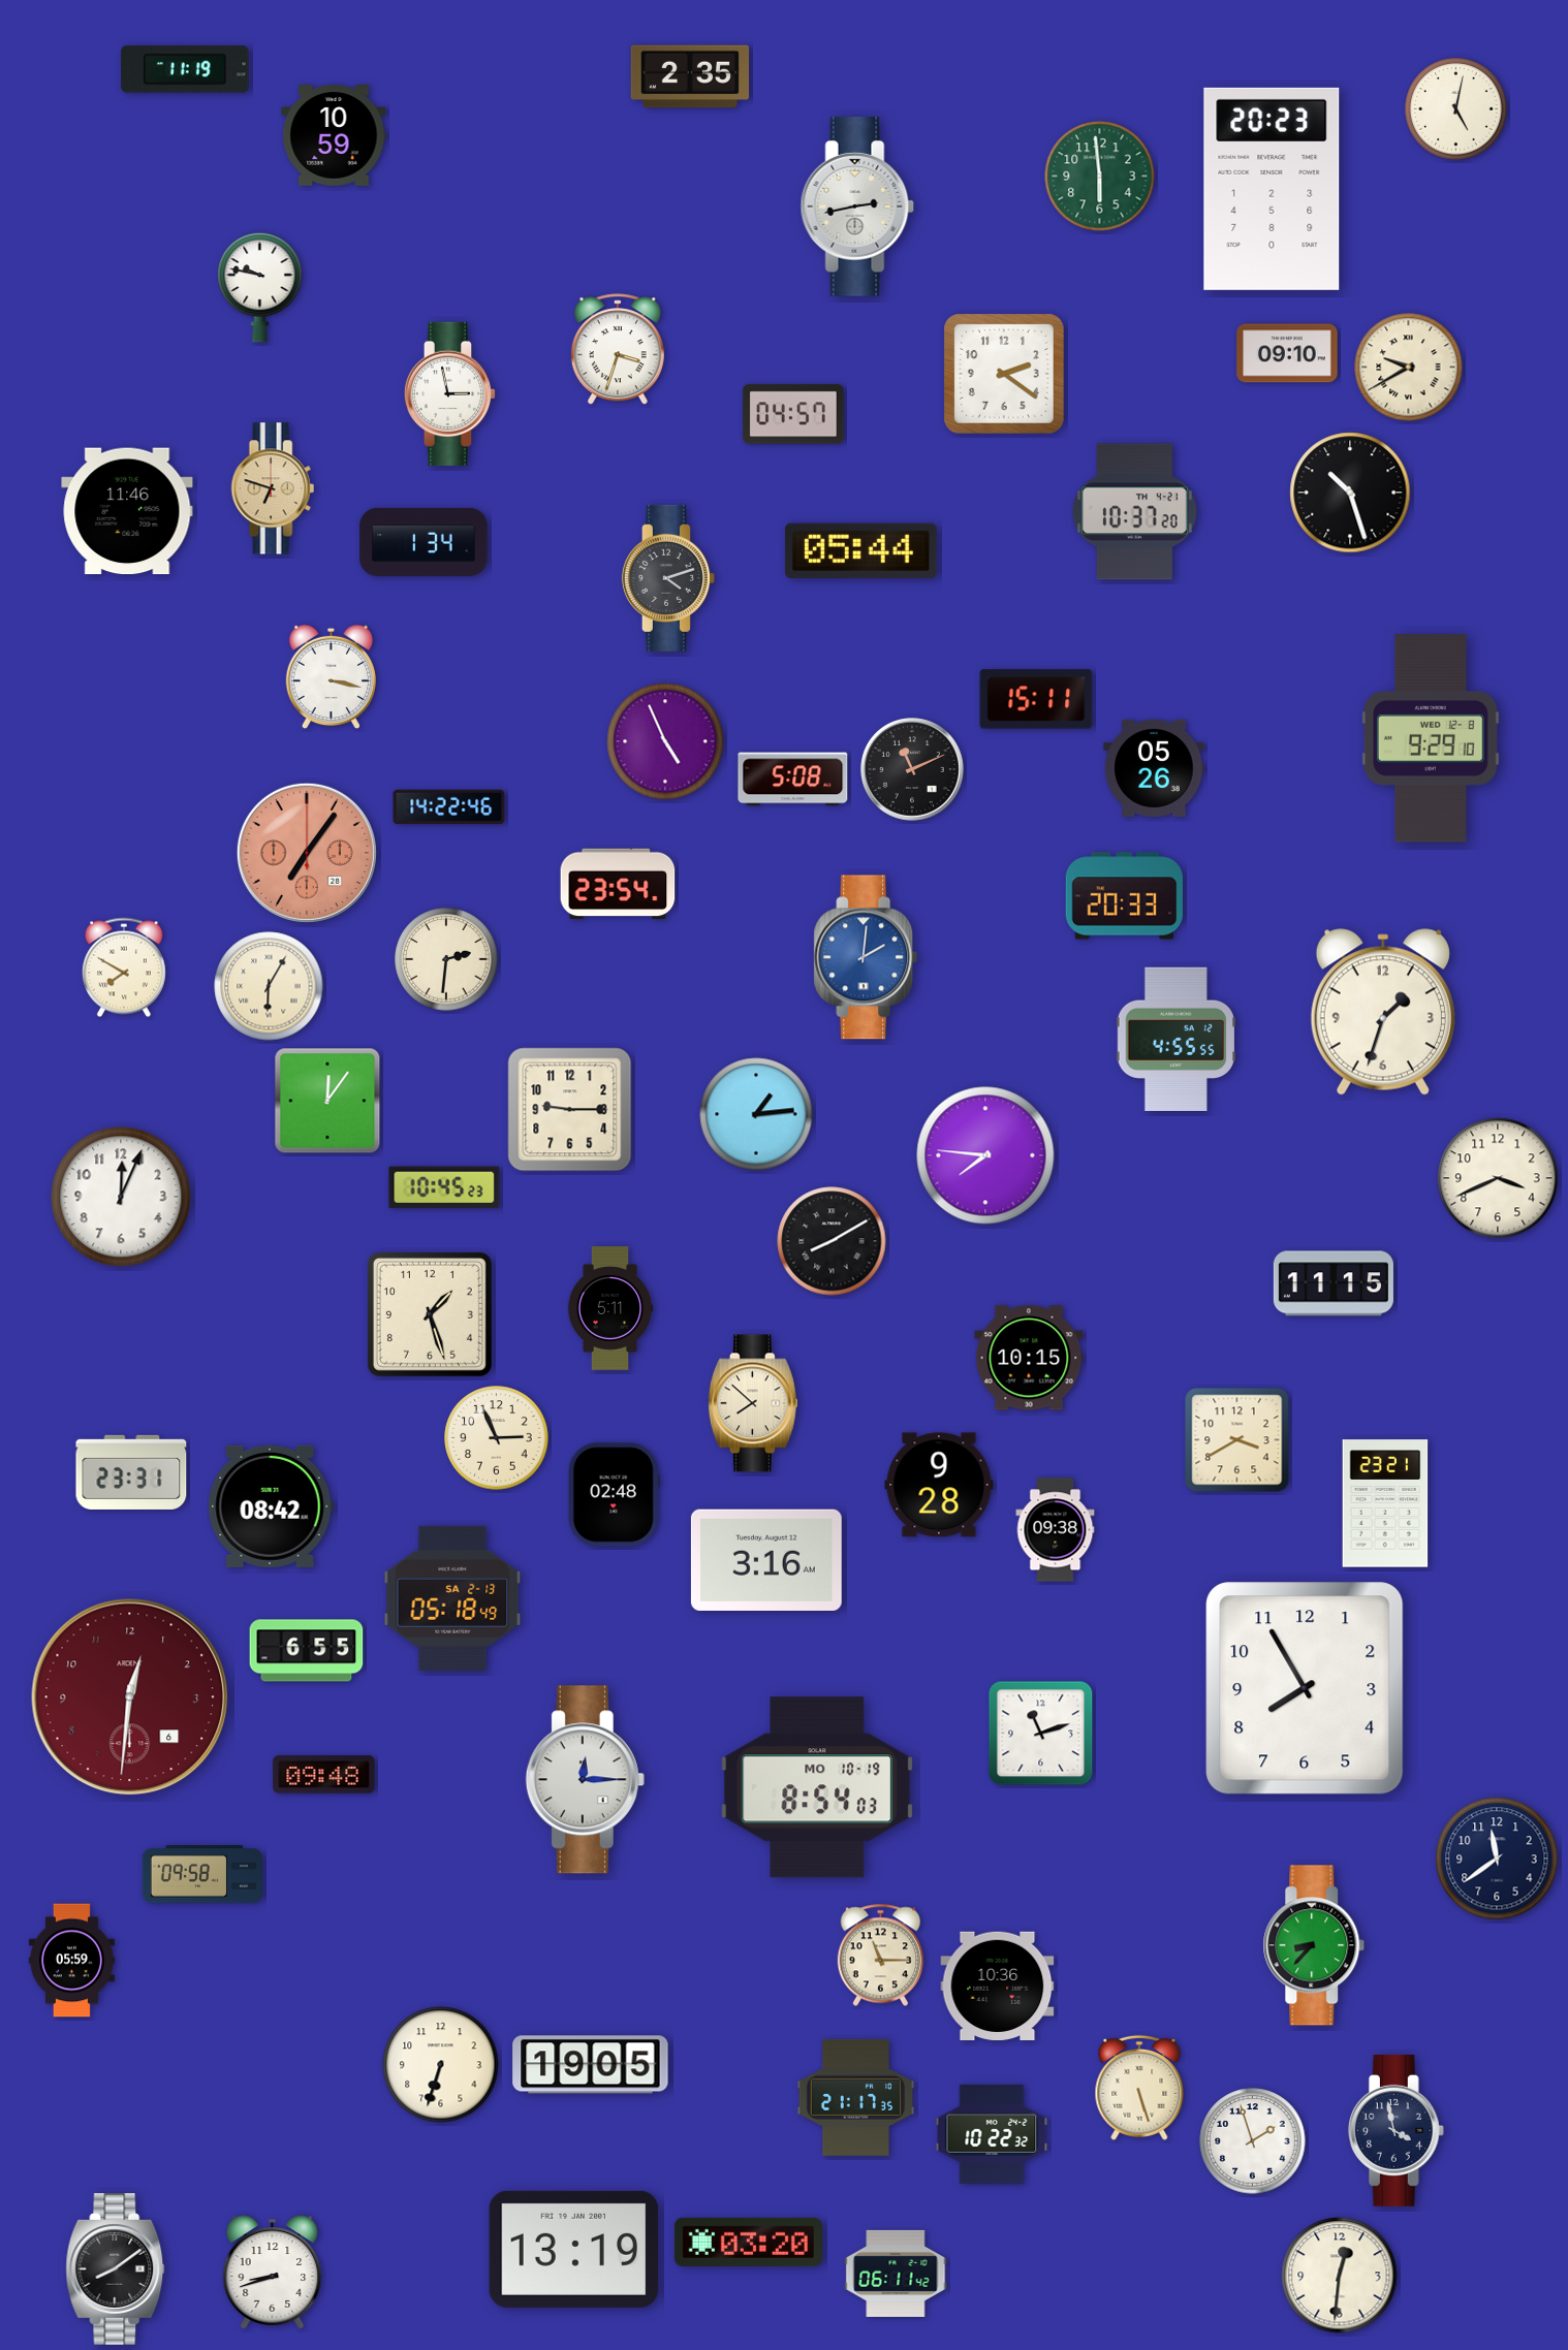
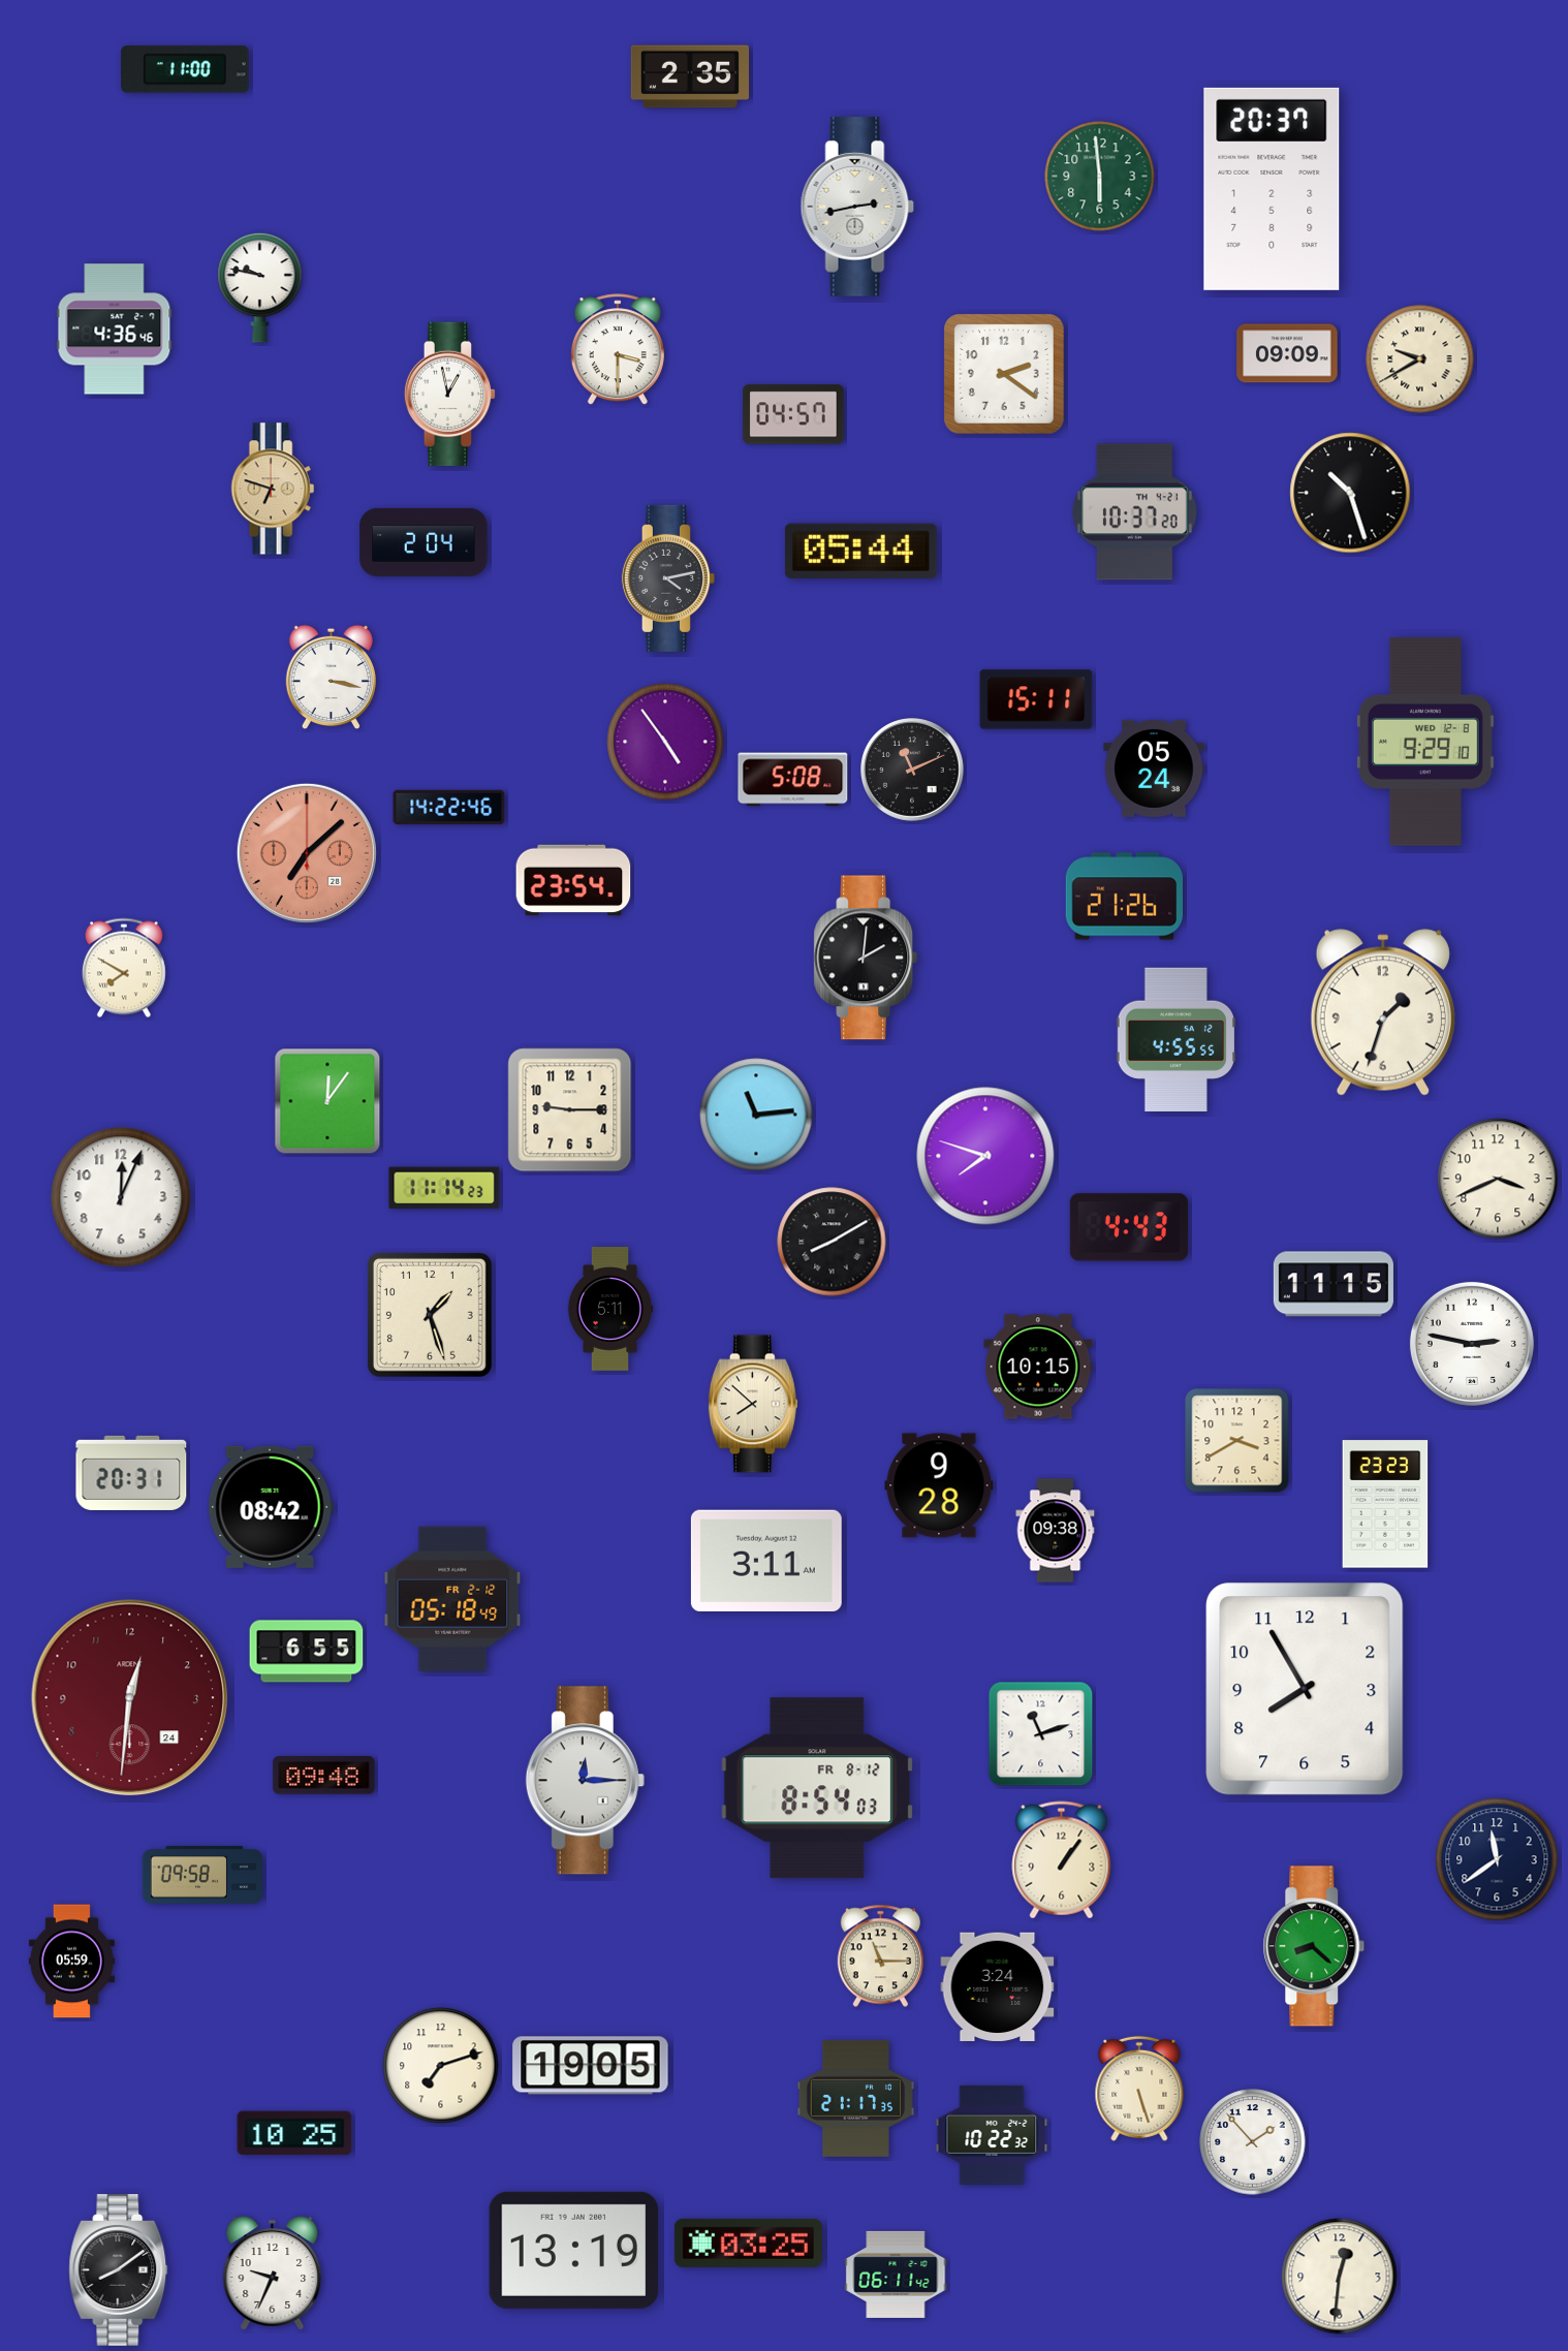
clock at (185, 69): 11:19 -> 11:00
clock at (1456, 109): 5:02 -> none
clock at (334, 135): 10:59 -> none
clock at (1272, 189): 20:23 -> 20:37
clock at (115, 330): none -> 4:36
clock at (618, 350): 3:33 -> 3:30
clock at (1287, 353): 09:10 -> 09:09
clock at (1409, 368) position: (1409, 368) -> (1420, 359)
clock at (450, 394): 2:58 -> 12:58
clock at (127, 511): 11:46 -> none
clock at (424, 542): 1:34 -> 2:04
clock at (668, 578): 4:12 -> 4:13
clock at (1431, 738) position: (1431, 738) -> (1425, 742)
clock at (665, 741): 4:56 -> 4:54
clock at (1154, 768): 05:26 -> 05:24
clock at (307, 853): 7:06 -> 7:08
clock at (618, 884) position: (618, 884) -> (573, 880)
clock at (1124, 896): 20:33 -> 21:26
clock at (866, 957) dial: blue -> black
clock at (446, 959): 2:31 -> none
clock at (269, 986): 6:05 -> none
clock at (756, 1114): 1:14 -> 11:14
clock at (985, 1155): 7:46 -> 7:48
clock at (444, 1187): 10:45 -> 11:14
clock at (1129, 1227): none -> 4:43
clock at (1472, 1344): none -> 2:47
clock at (1029, 1358) position: (1029, 1358) -> (1038, 1367)
clock at (497, 1438): 2:56 -> none
clock at (131, 1472): 23:31 -> 20:31
clock at (614, 1495): 02:48 -> none
clock at (1385, 1503): 23:21 -> 23:23
clock at (766, 1560): 3:16 -> 3:11
clock at (452, 1598) date: SA 2-13 -> FR 2-12
clock at (130, 1697) date: 6 -> 24
clock at (817, 1787) date: MO 10-19 -> FR 8-12
clock at (1062, 1860): none -> 1:06
clock at (1314, 1945): 8:37 -> 8:22
clock at (998, 1987): 10:36 -> 3:24
clock at (441, 2065): 6:33 -> 7:12
clock at (1395, 2131): 3:58 -> none
clock at (294, 2133): none -> 10:25
clock at (1253, 2141): 1:57 -> 1:53
clock at (748, 2242): 03:20 -> 03:25
clock at (116, 2269) position: (116, 2269) -> (119, 2270)
clock at (273, 2273): 8:42 -> 9:34
